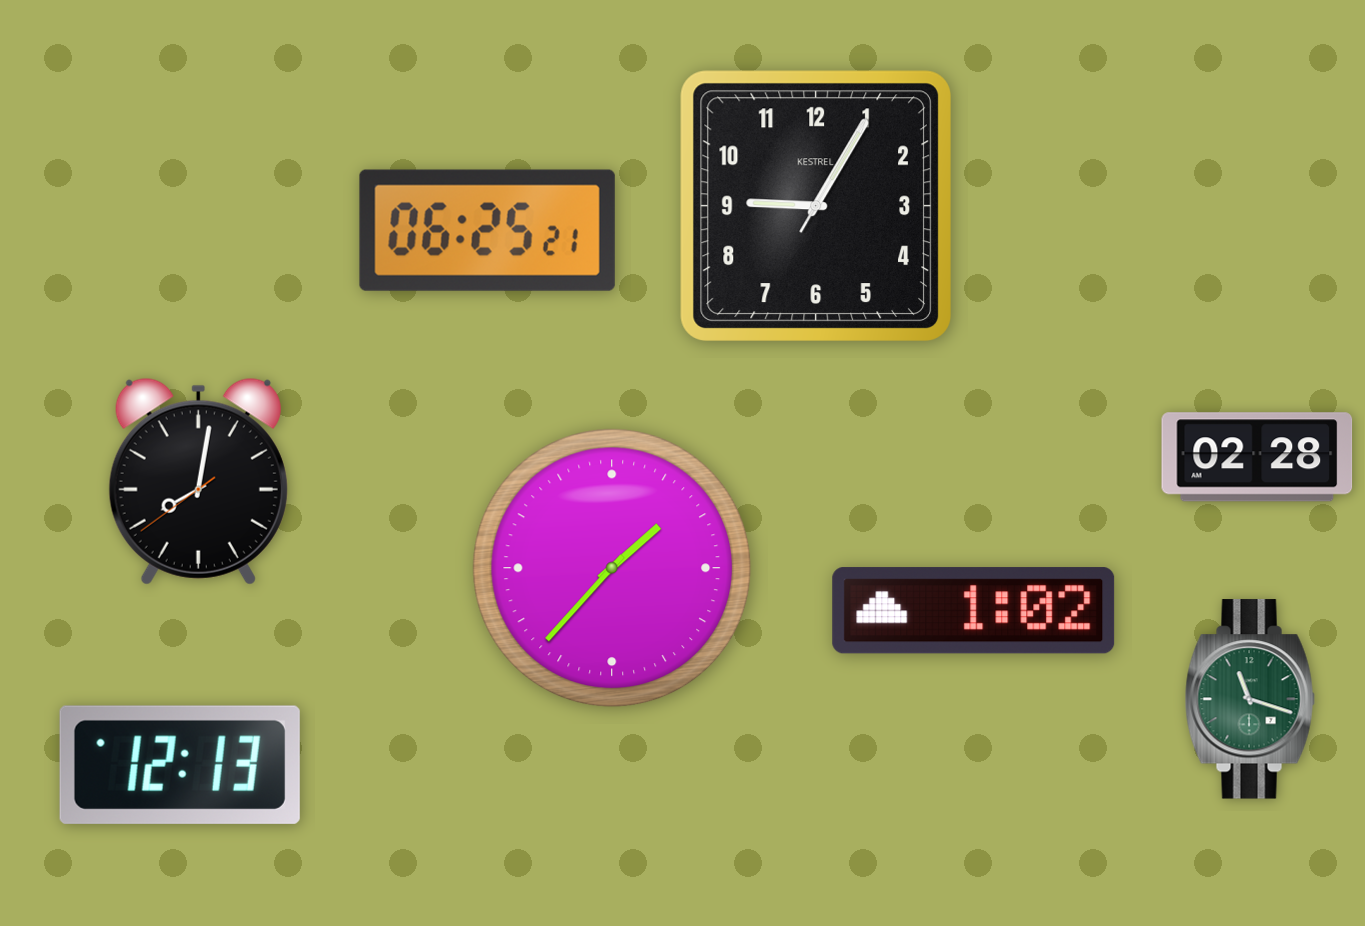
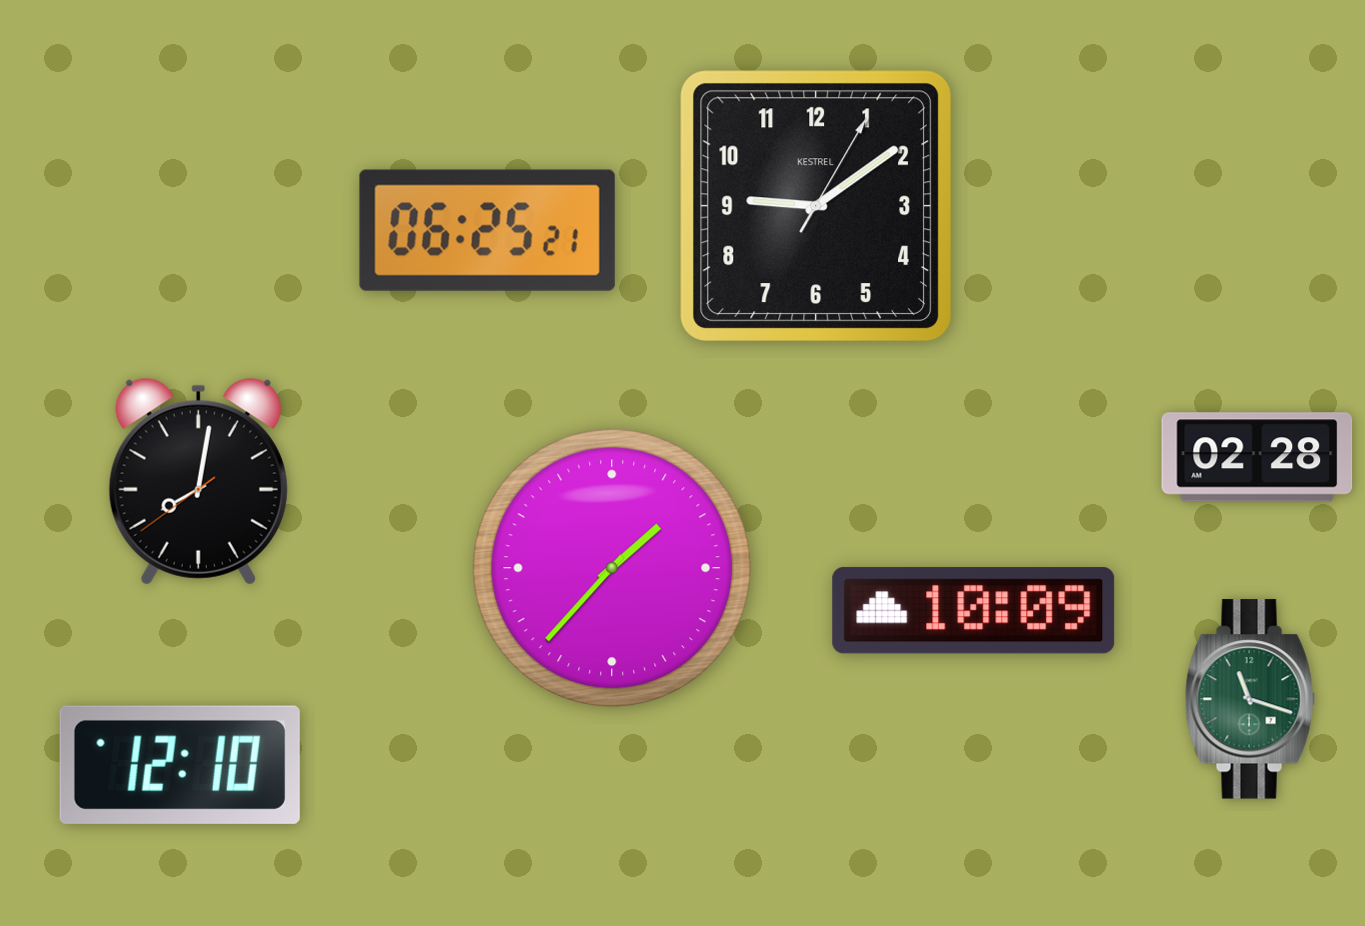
clock at (816, 206): 9:05 -> 9:09
clock at (974, 611): 1:02 -> 10:09
clock at (180, 765): 12:13 -> 12:10
